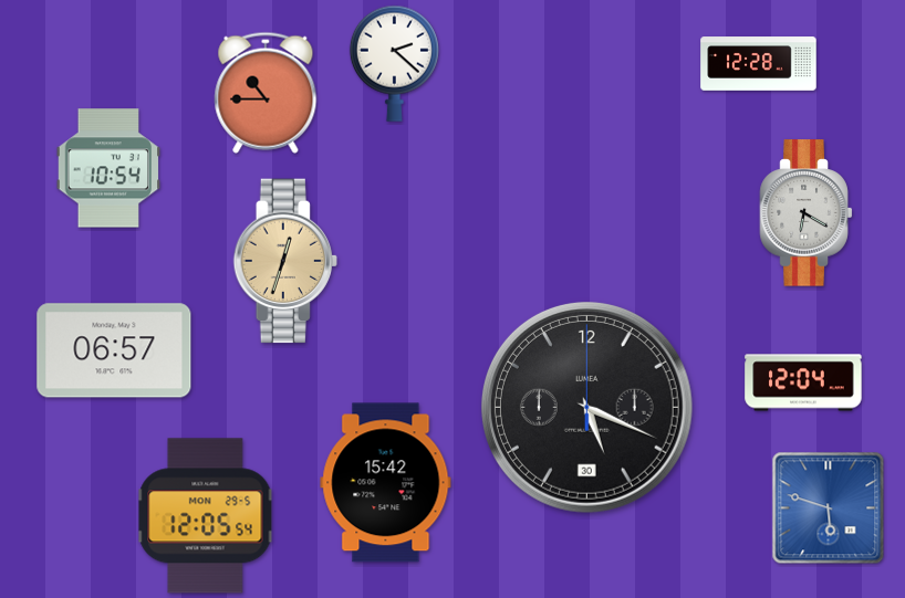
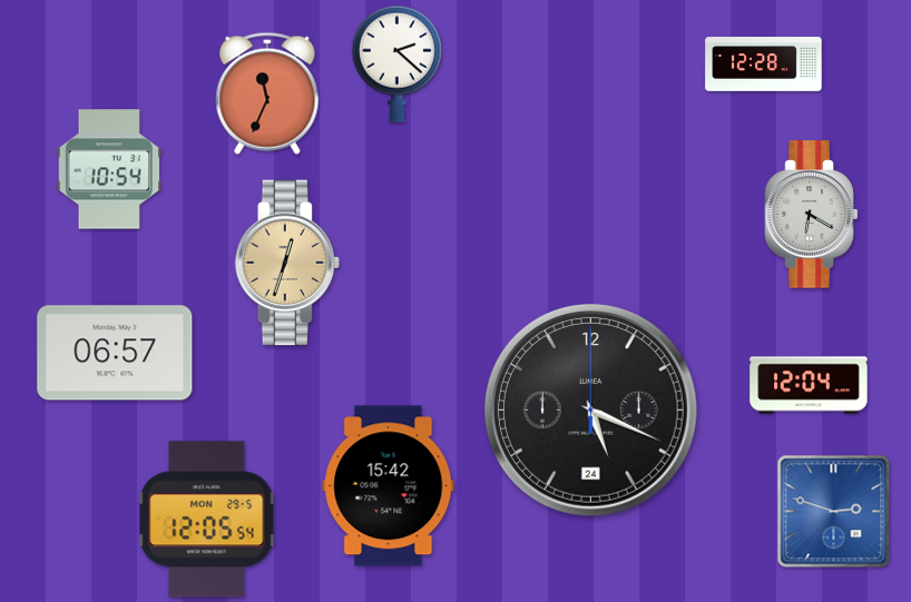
clock at (266, 93): 10:45 -> 11:34
clock at (586, 407) date: 30 -> 24
clock at (829, 508): 5:48 -> 2:48
